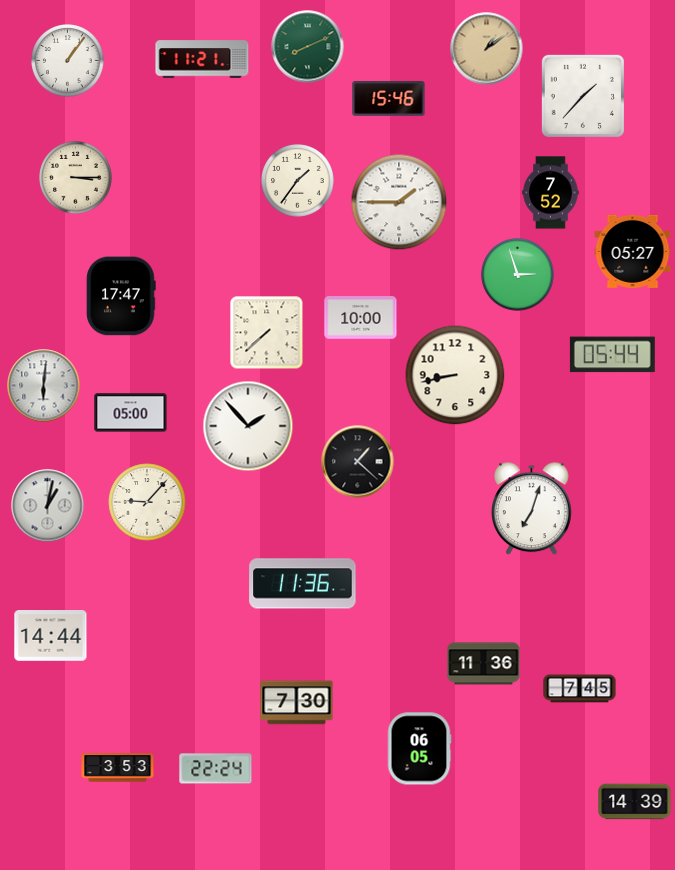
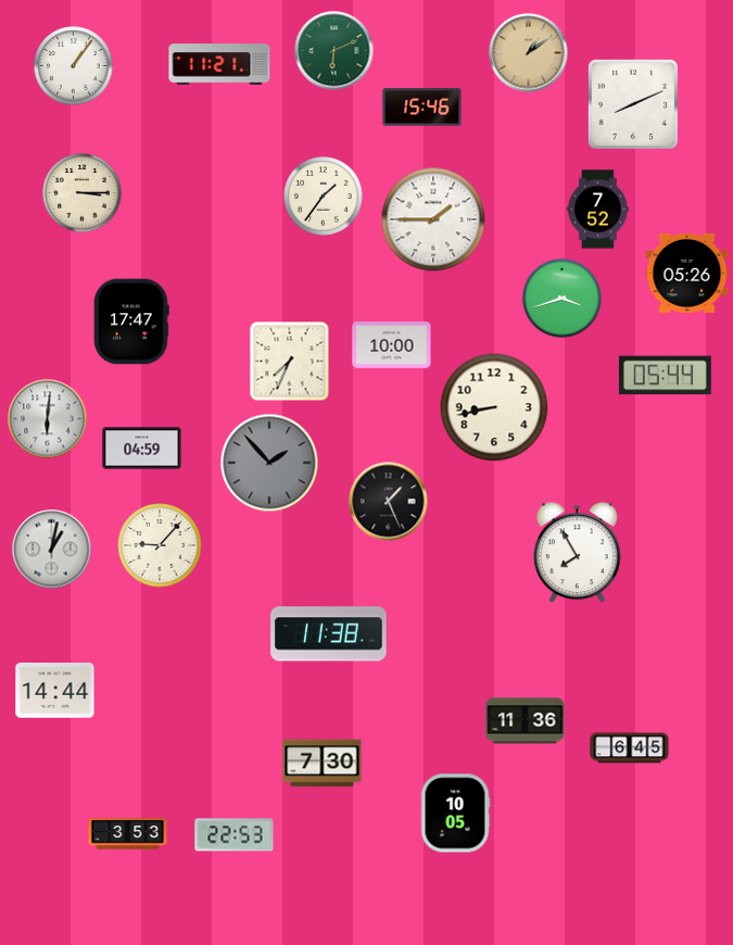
clock at (308, 47): 8:11 -> 6:11
clock at (583, 96): 1:37 -> 8:11
clock at (633, 251): 05:27 -> 05:26
clock at (518, 275): 2:57 -> 3:42
clock at (267, 333): 7:38 -> 7:34
clock at (612, 355) position: (612, 355) -> (665, 376)
clock at (131, 413): 05:00 -> 04:59
clock at (248, 426) dial: white -> grey
clock at (358, 462): 1:22 -> 1:26
clock at (532, 509): 7:03 -> 7:55
clock at (303, 584): 11:36 -> 11:38
clock at (580, 689): 7:45 -> 6:45
clock at (419, 749): 06:05 -> 10:05
clock at (216, 769): 22:24 -> 22:53
clock at (635, 802): 14:39 -> none
